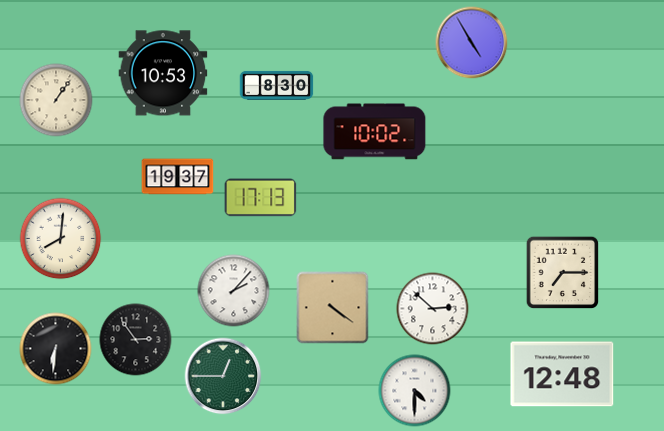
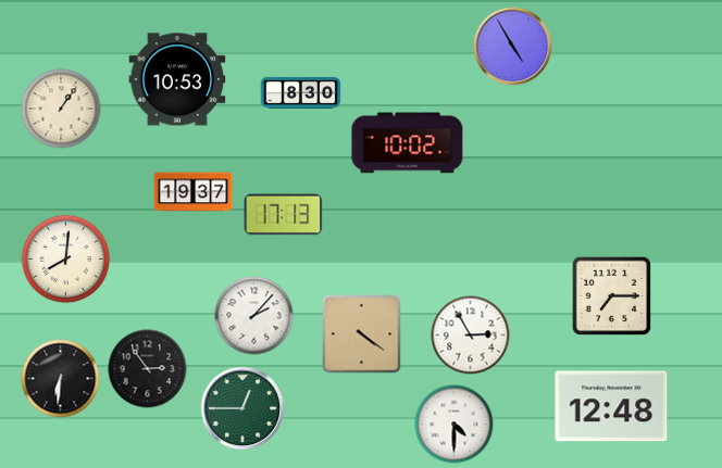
clock at (433, 309): 2:52 -> 2:55
clock at (415, 391) position: (415, 391) -> (455, 425)
